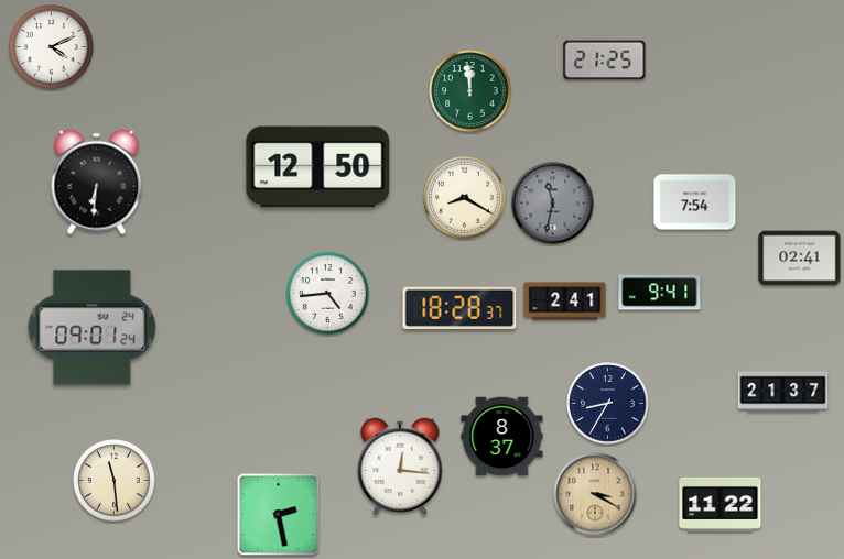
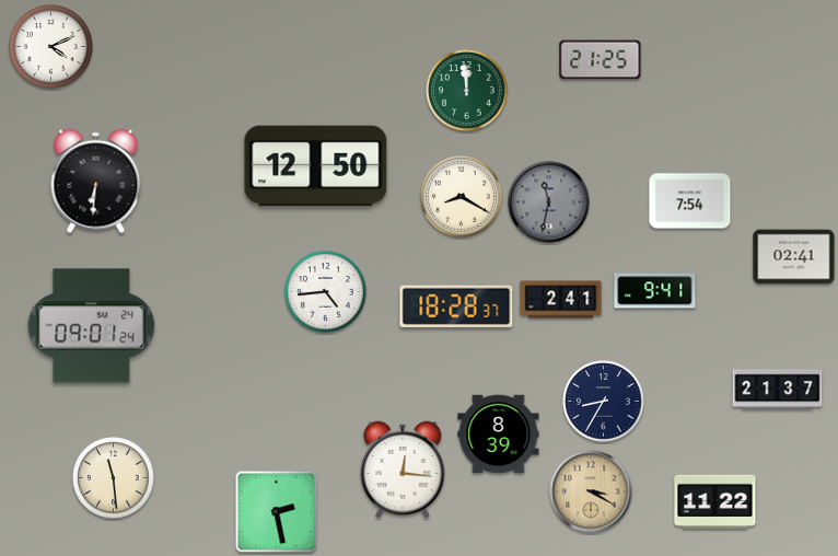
clock at (502, 437): 8:37 -> 8:39
clock at (400, 467) position: (400, 467) -> (403, 470)
